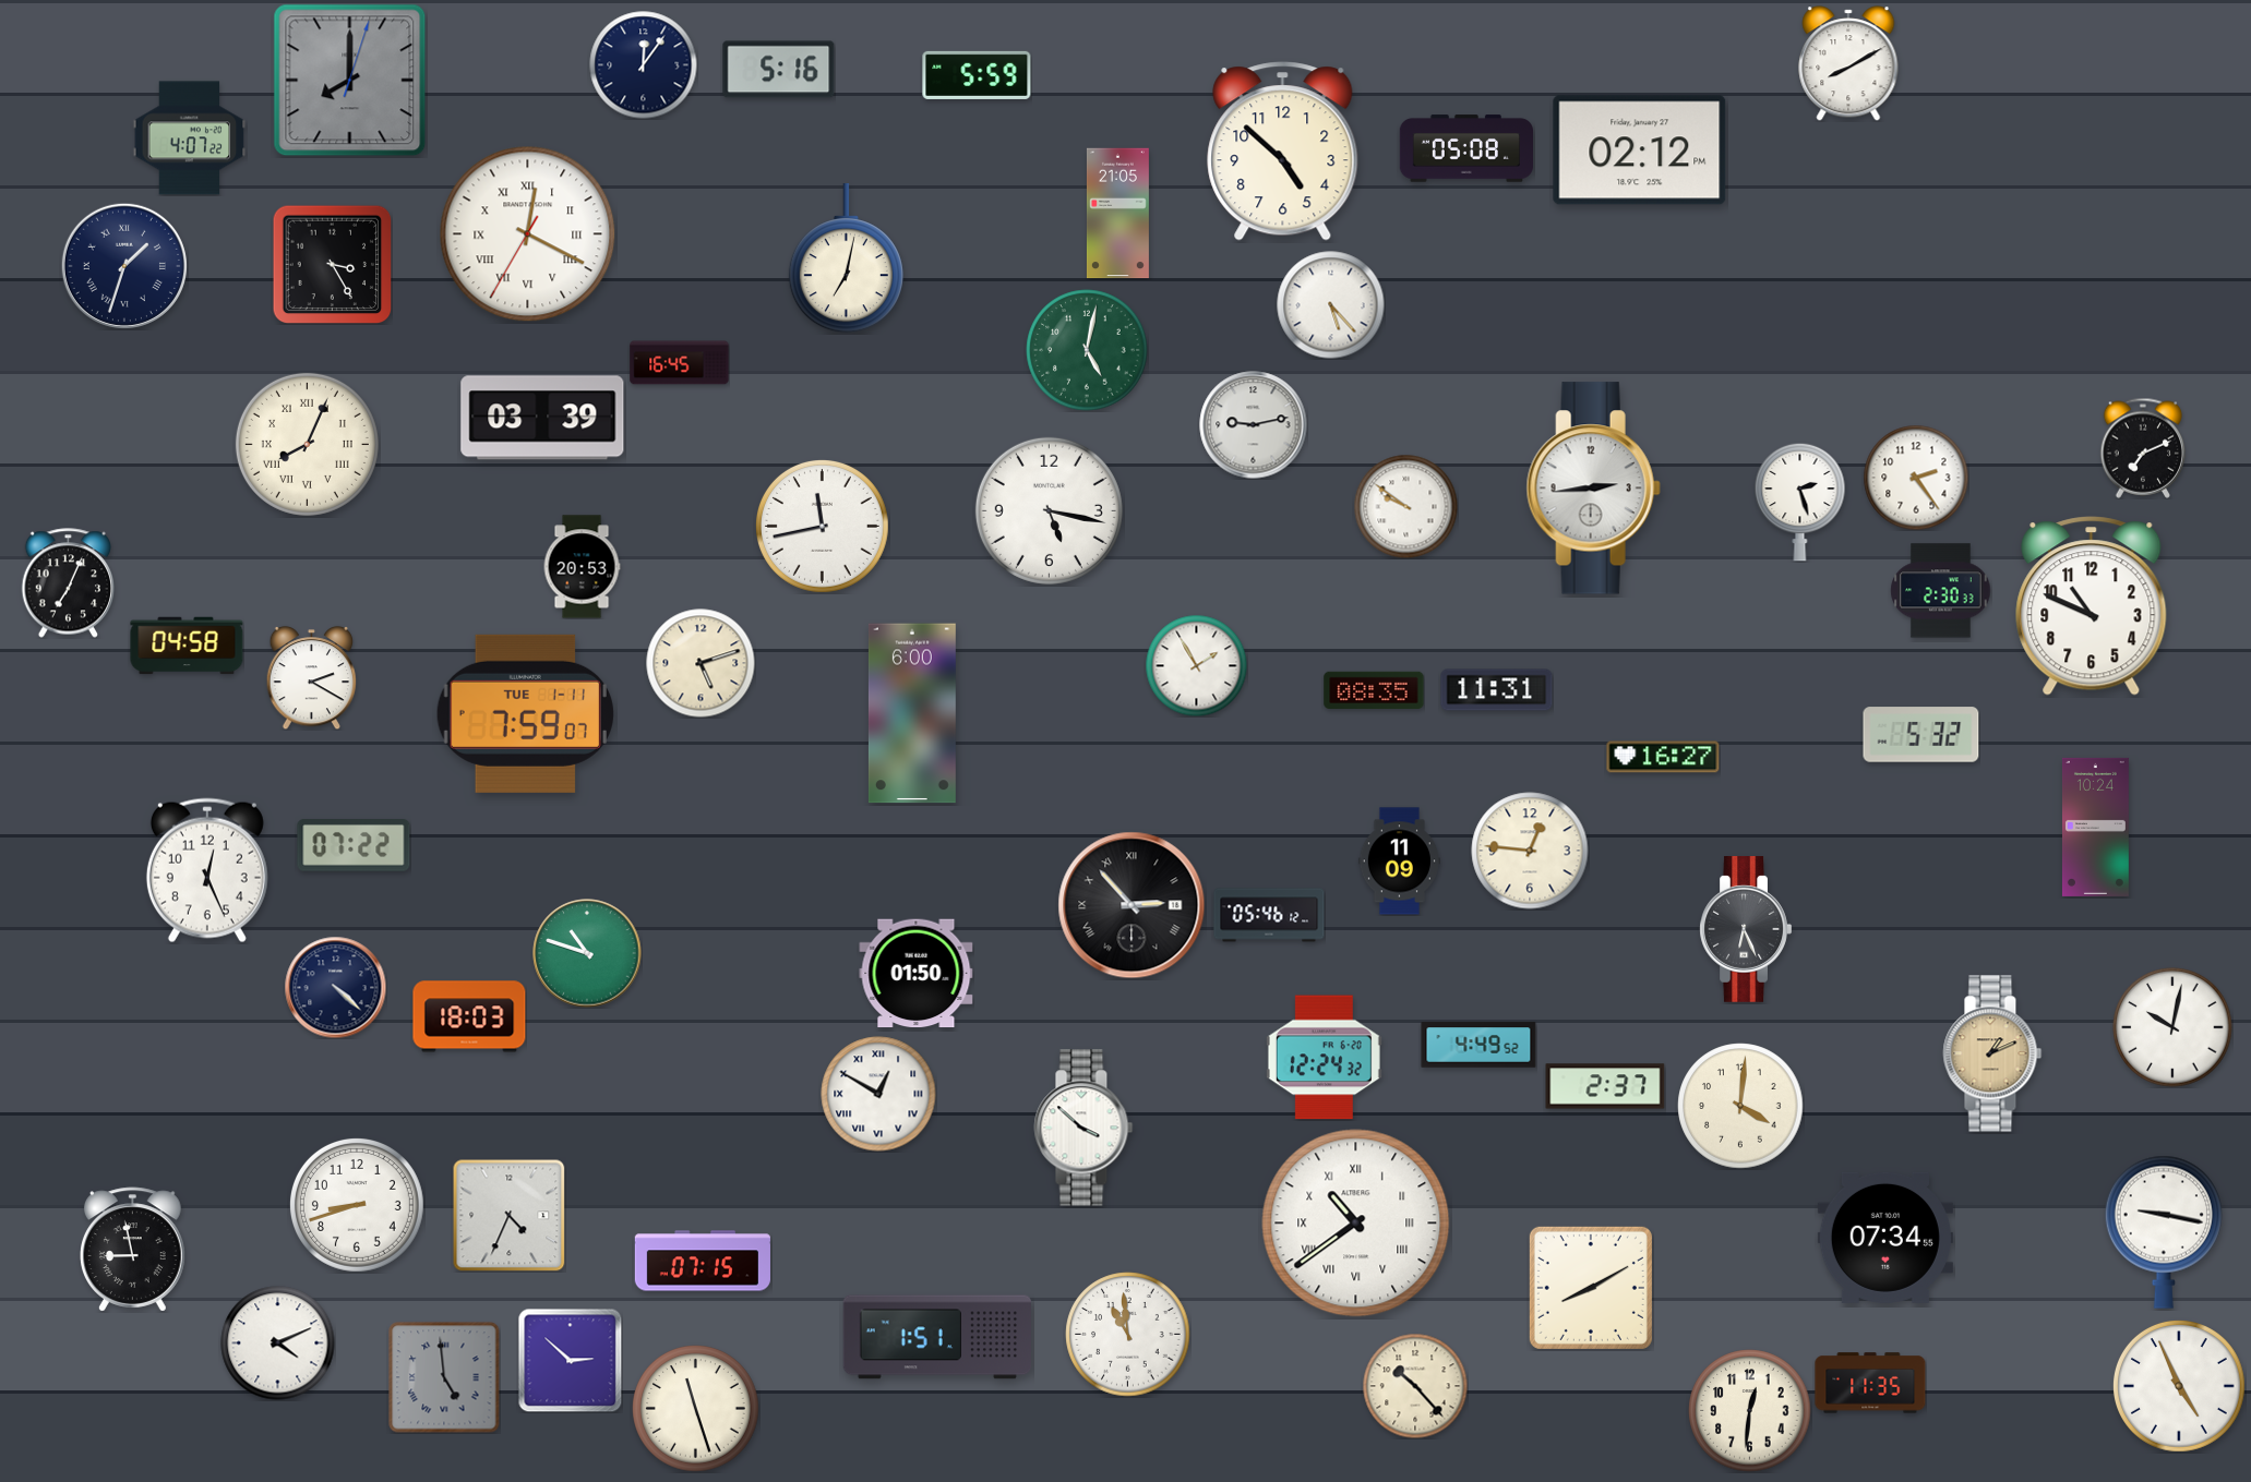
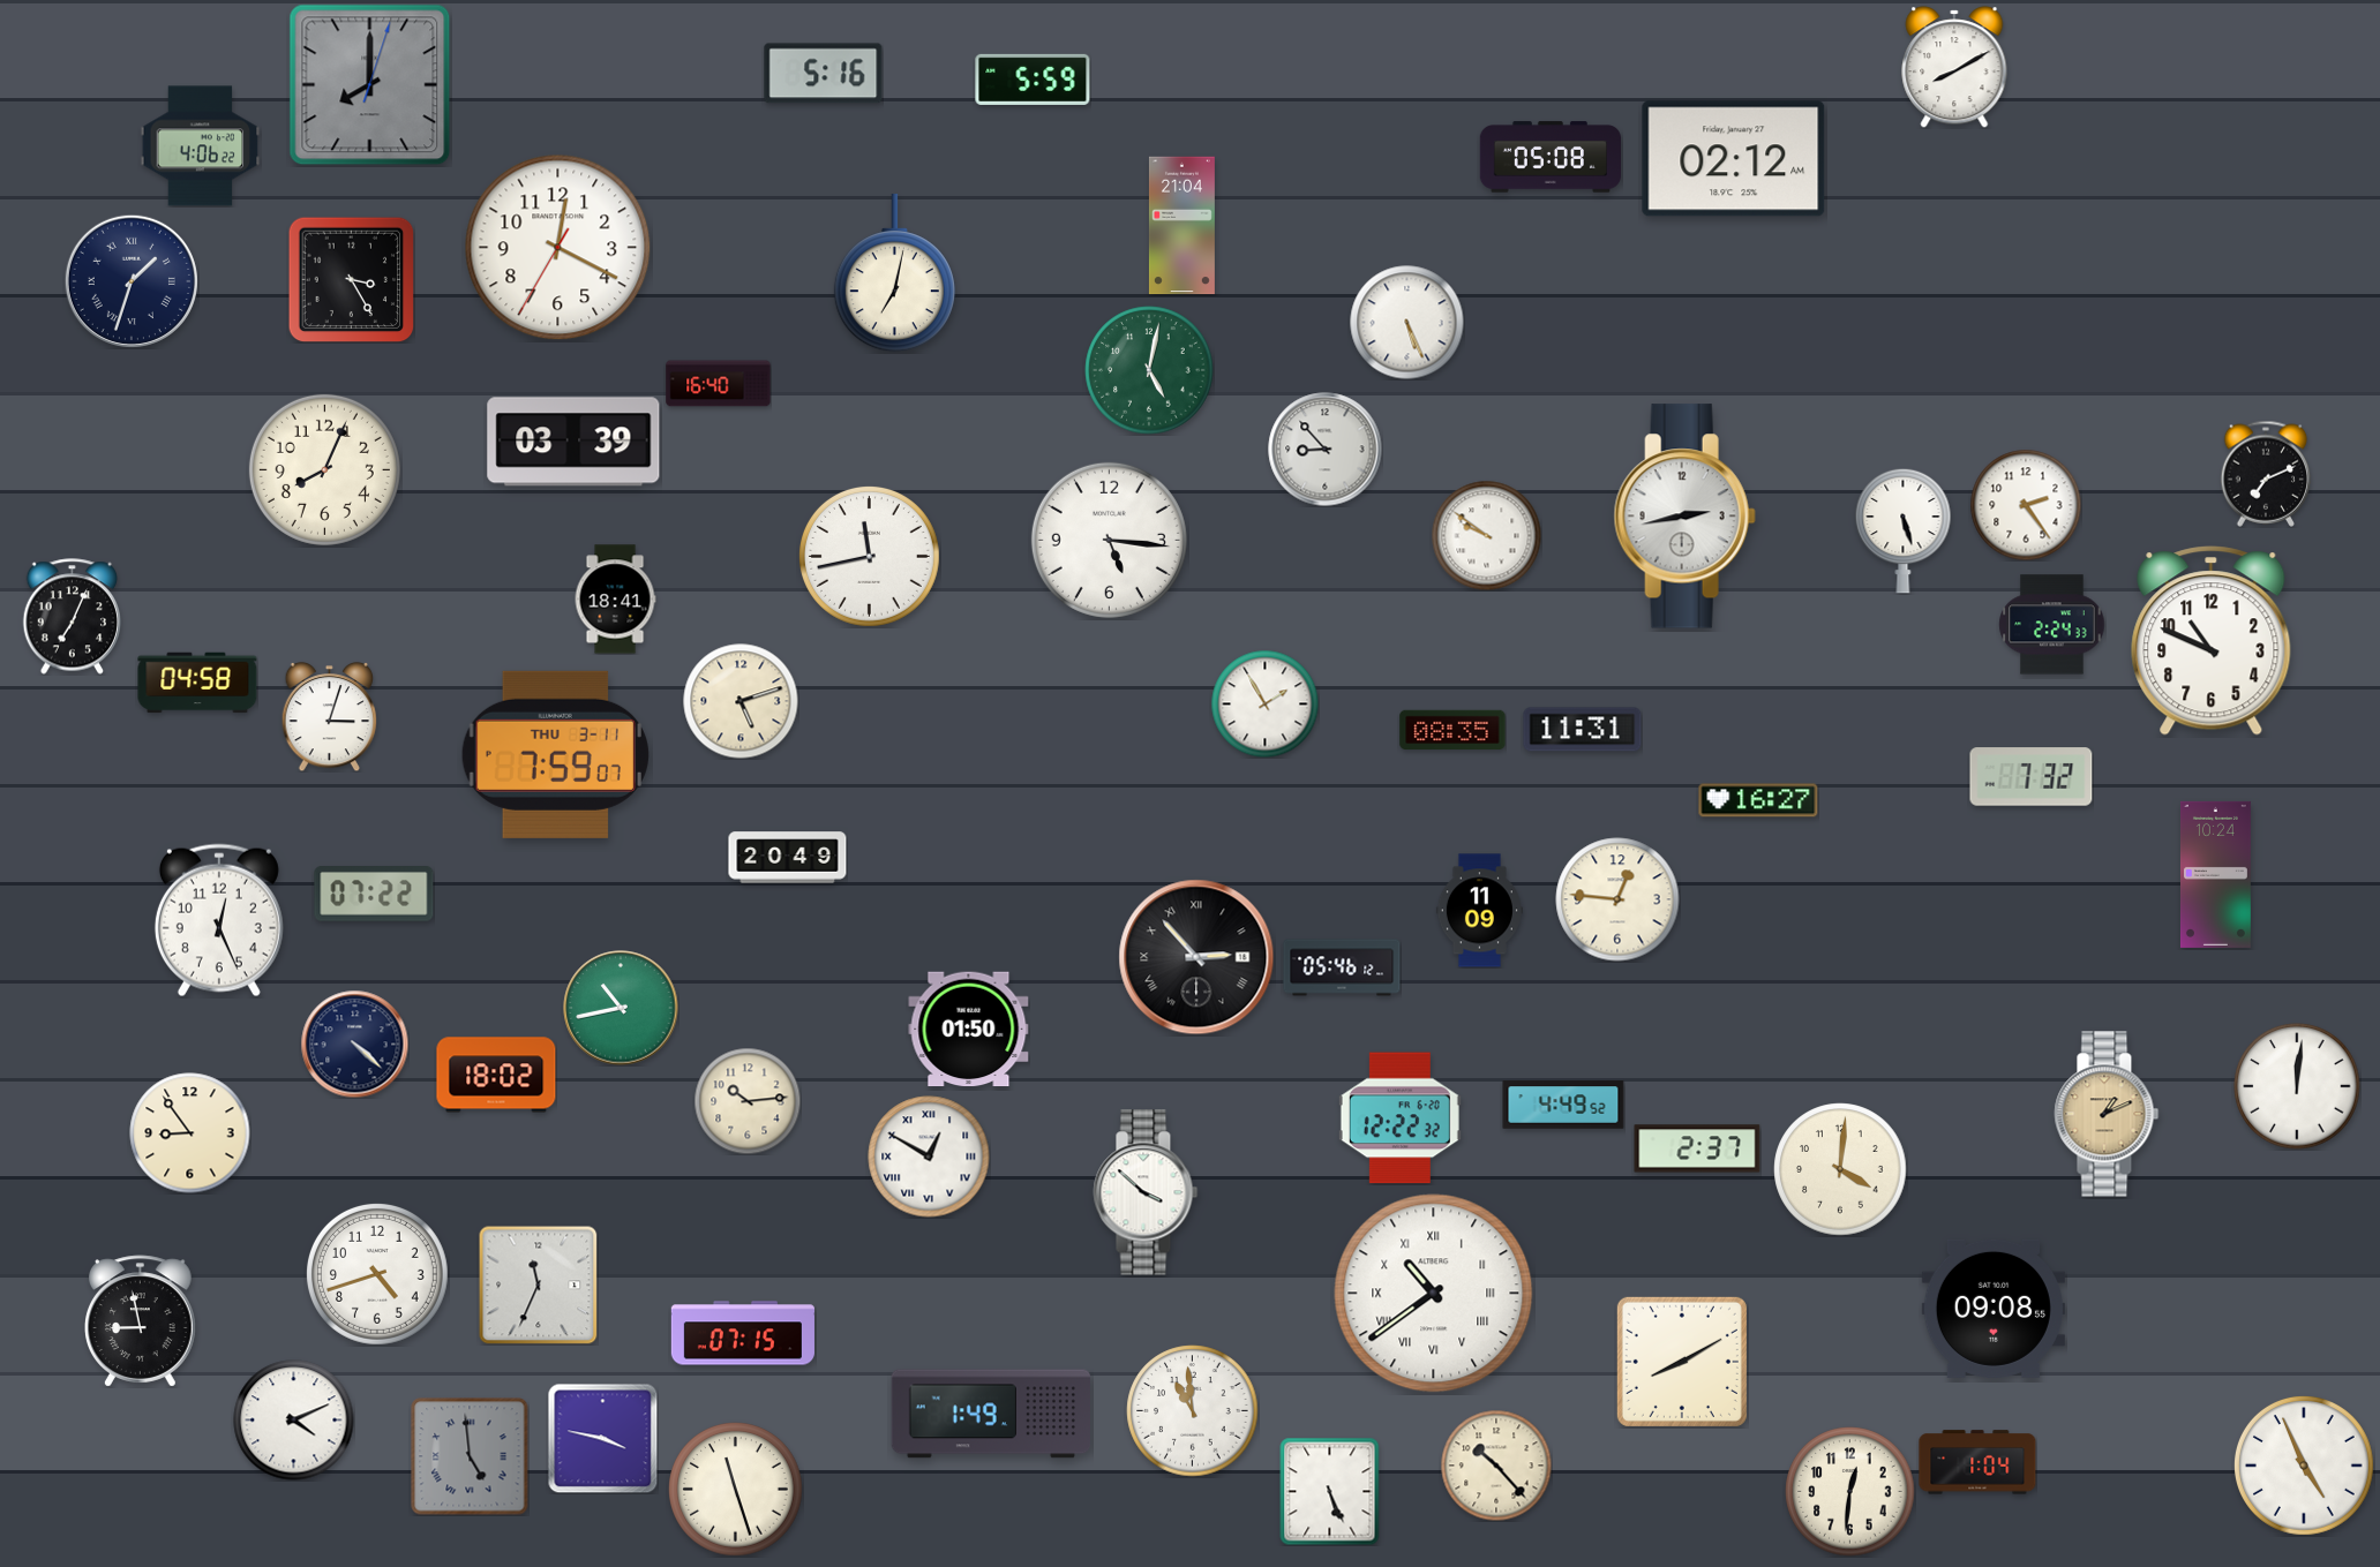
clock at (644, 65): 12:06 -> none
clock at (190, 138): 4:07 -> 4:06
clock at (1640, 150): 02:12 PM -> 02:12 AM
clock at (1283, 152): 4:52 -> none
clock at (1117, 214): 21:05 -> 21:04
clock at (528, 234) numerals: Roman -> Arabic
clock at (1331, 305): 5:23 -> 5:26
clock at (680, 363): 16:45 -> 16:40
clock at (1254, 425): 9:13 -> 8:53
clock at (307, 444) numerals: Roman -> Arabic
clock at (1593, 489): 2:44 -> 2:43
clock at (1800, 502): 2:27 -> 5:27
clock at (1049, 510): 5:17 -> 5:16
clock at (582, 567): 20:53 -> 18:41
clock at (1941, 591): 2:30 -> 2:24
clock at (312, 677): 2:20 -> 3:03
clock at (525, 713) date: TUE 1-11 -> THU 3-11
clock at (912, 713): 6:00 -> none
clock at (1921, 735): 5:32 -> 7:32
clock at (788, 858): none -> 20:49
clock at (1746, 930): 6:26 -> none
clock at (587, 953): 10:48 -> 10:43
clock at (469, 1016): 18:03 -> 18:02
clock at (2172, 1027): 10:02 -> 12:01
clock at (748, 1101): none -> 10:14
clock at (1324, 1058): 12:24 -> 12:22
clock at (190, 1133): none -> 8:54
clock at (357, 1205): 8:42 -> 4:42
clock at (508, 1215): 4:34 -> 11:34
clock at (2164, 1232): 9:17 -> none
clock at (1885, 1238): 07:34 -> 09:08
clock at (936, 1337): 1:51 -> 1:49
clock at (570, 1360): 2:52 -> 3:47
clock at (1870, 1383): 11:35 -> 1:04
clock at (1330, 1491): none -> 5:26
